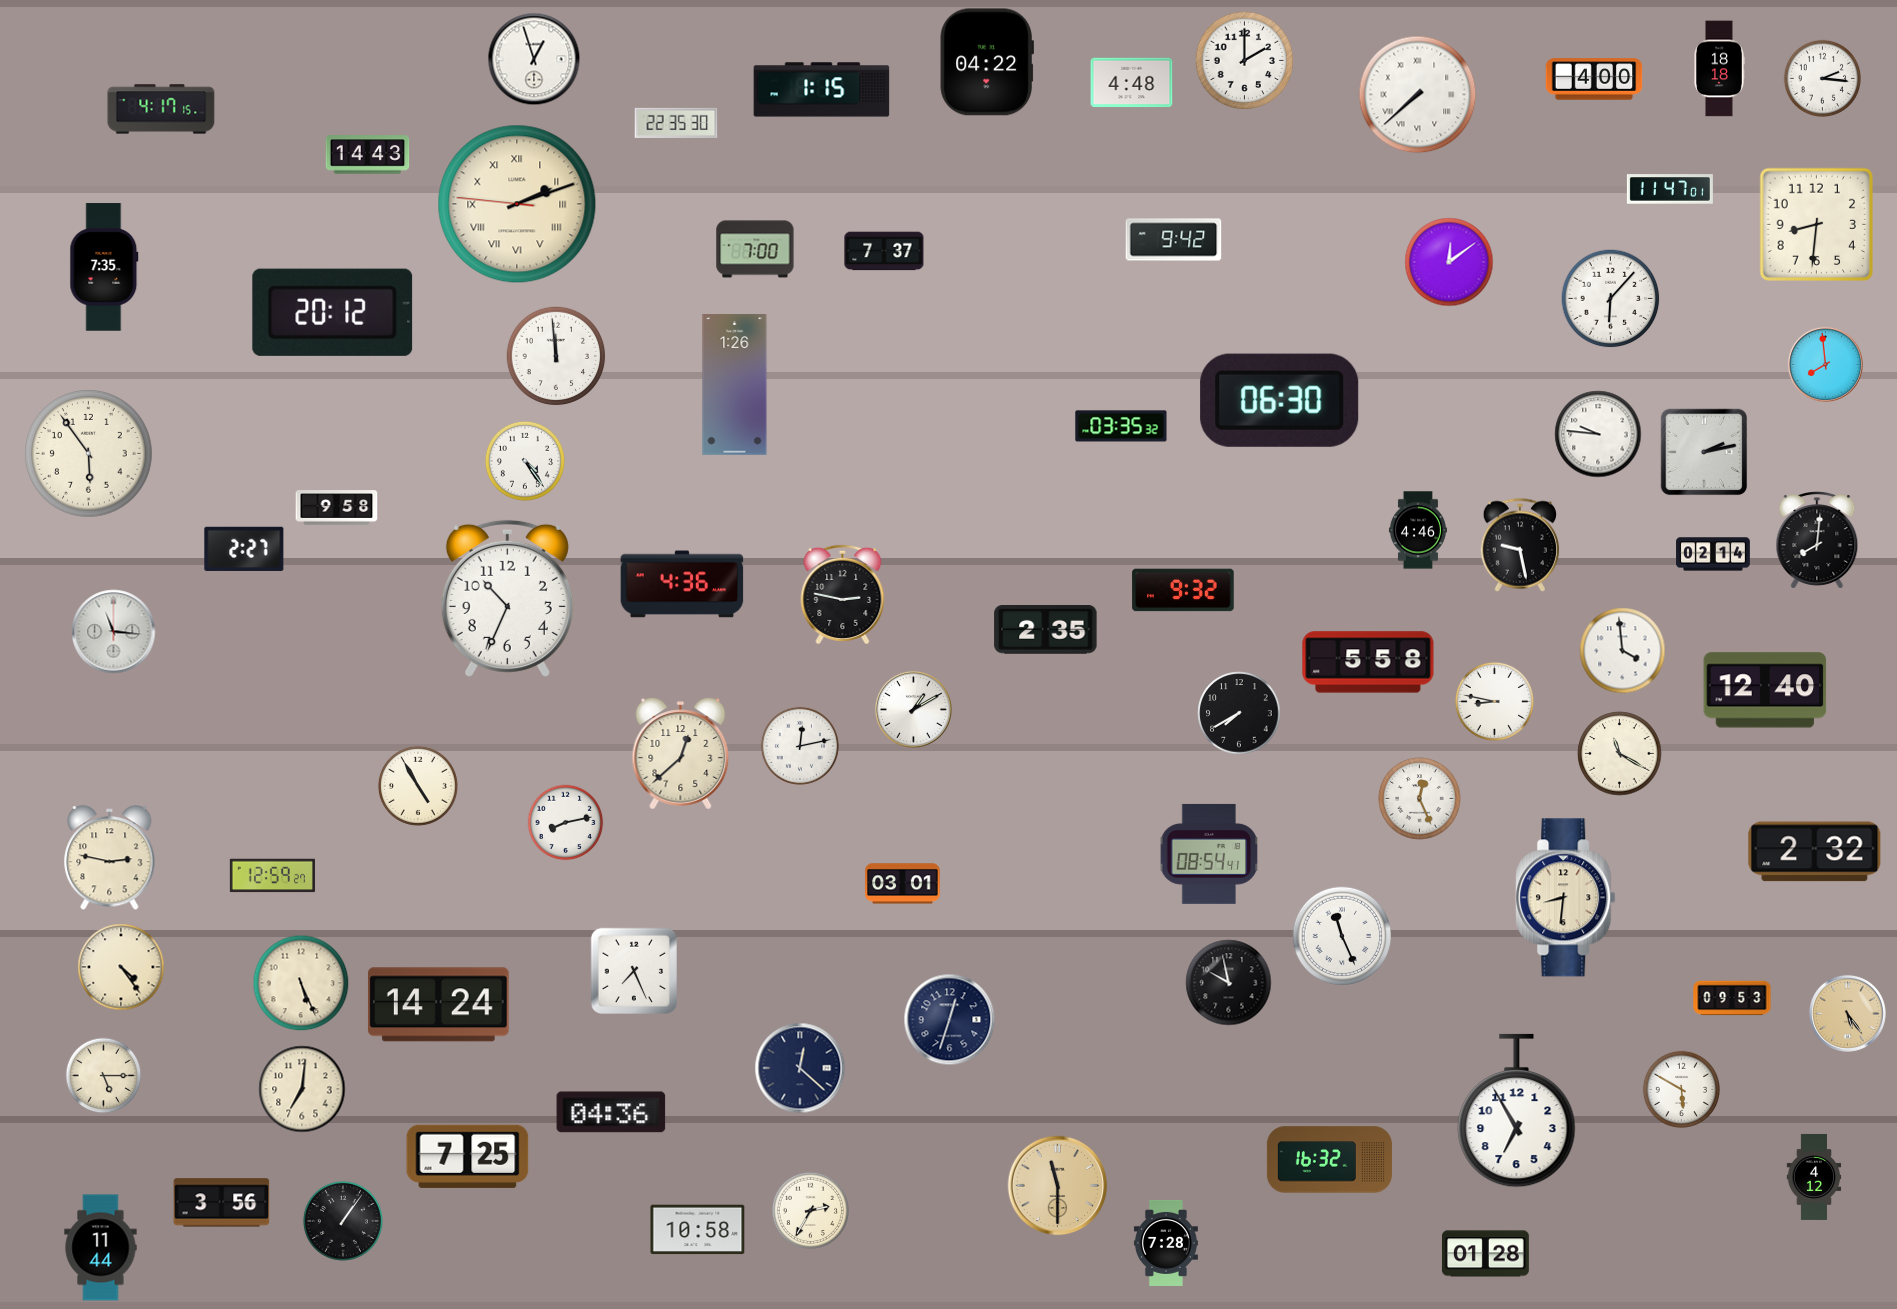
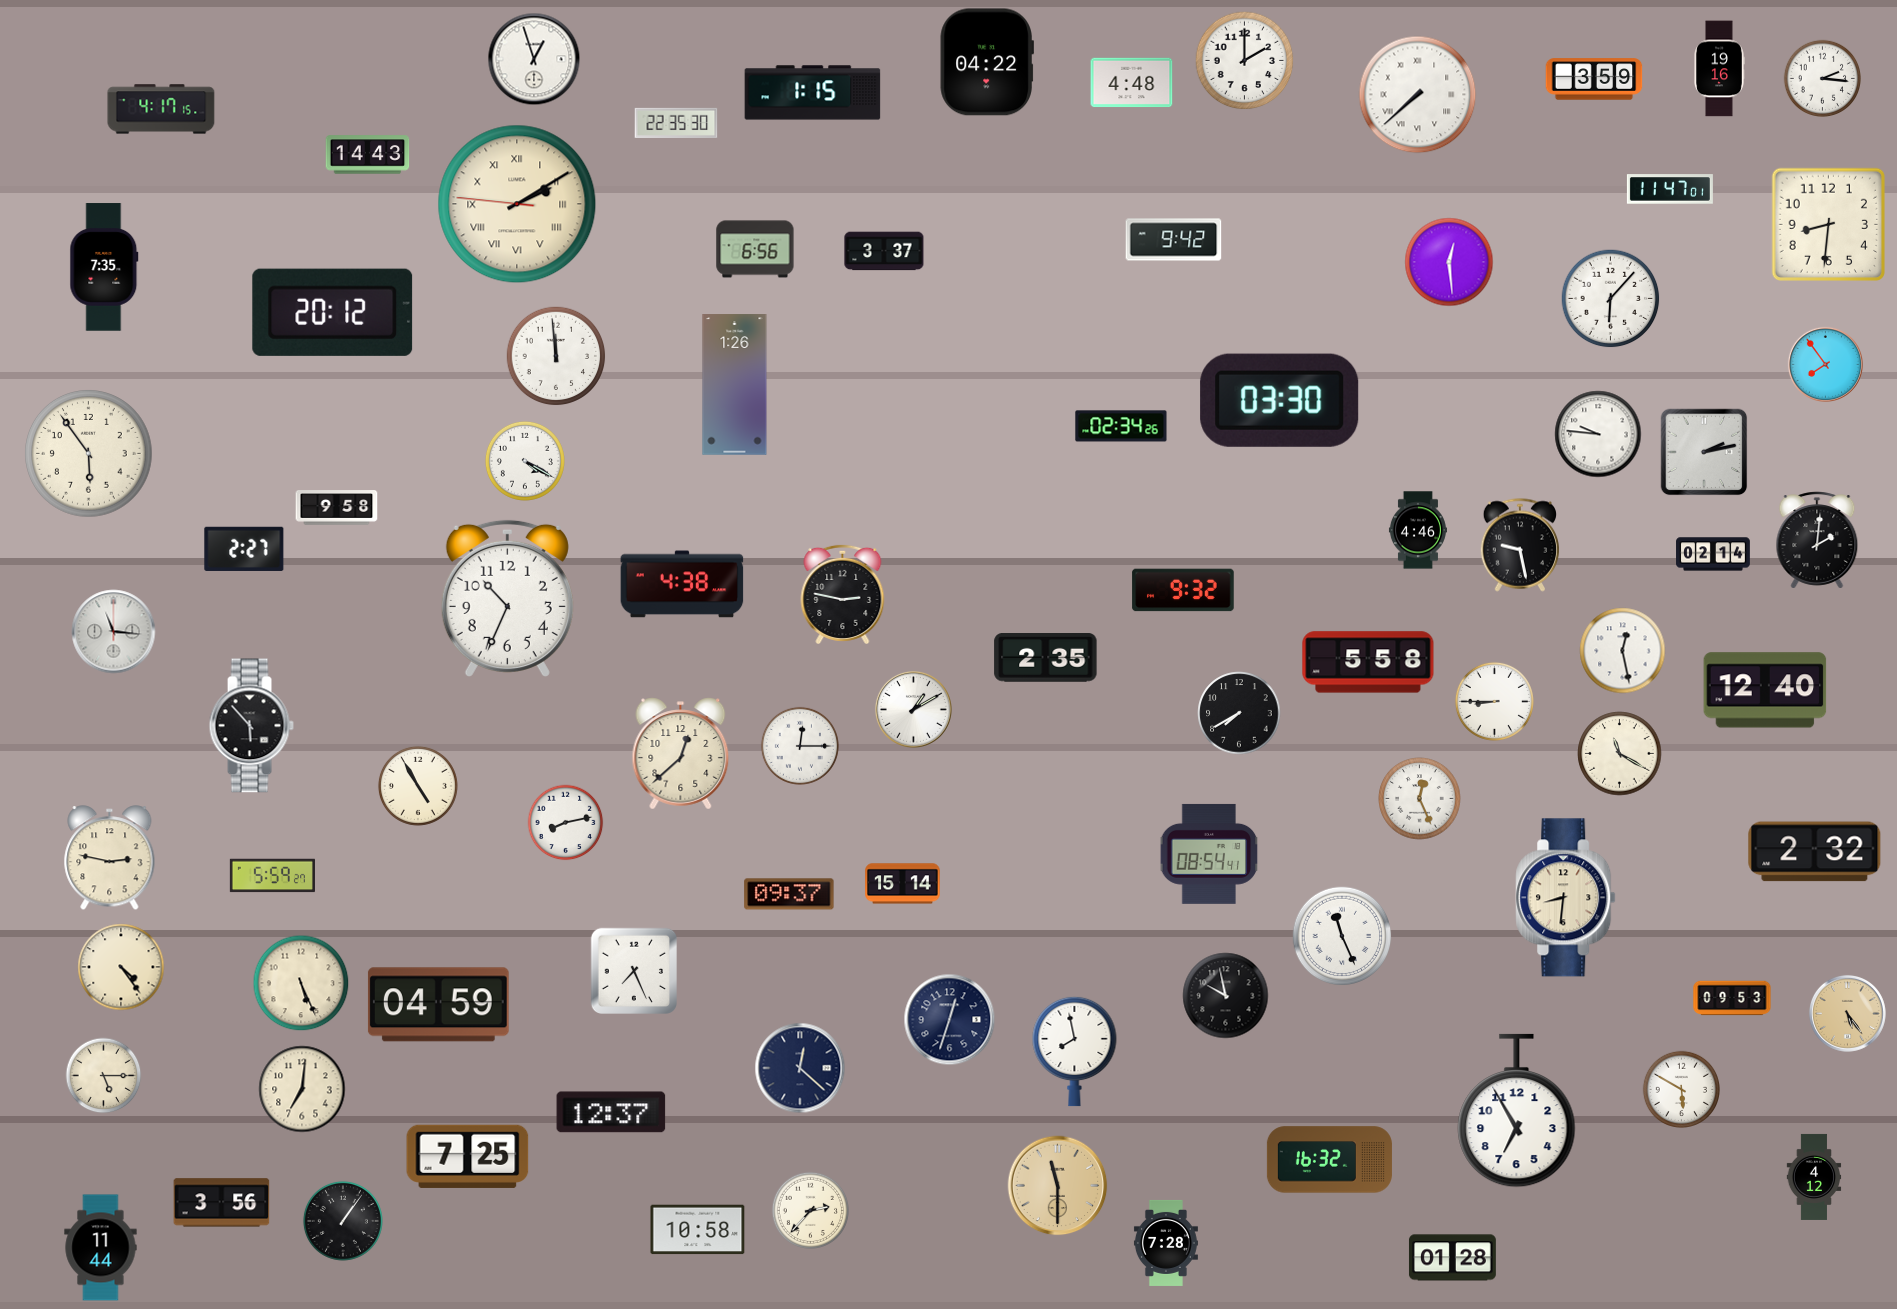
clock at (1719, 69): 18:18 -> 19:16
clock at (1594, 79): 4:00 -> 3:59
clock at (822, 90) position: (822, 90) -> (813, 93)
clock at (517, 204): 2:11 -> 2:09
clock at (1816, 224) position: (1816, 224) -> (1828, 224)
clock at (755, 249): 7:00 -> 6:56
clock at (884, 251): 7:37 -> 3:37
clock at (1449, 262): 12:09 -> 12:29
clock at (1825, 364): 7:59 -> 7:54
clock at (1280, 400): 06:30 -> 03:30
clock at (1121, 426): 03:35 -> 02:34
clock at (525, 461): 4:24 -> 4:20
clock at (1817, 540): 8:01 -> 2:01
clock at (682, 584): 4:36 -> 4:38
clock at (1046, 630) position: (1046, 630) -> (1046, 658)
clock at (1623, 651): 3:59 -> 12:28
clock at (1494, 701): 8:47 -> 8:45
clock at (251, 726): none -> 5:53
clock at (800, 746): 12:13 -> 12:15
clock at (272, 876): 12:59 -> 5:59
clock at (903, 884): 03:01 -> 15:14
clock at (789, 894): none -> 09:37
clock at (1229, 983) position: (1229, 983) -> (1226, 996)
clock at (438, 1005): 14:24 -> 04:59
clock at (1075, 1051): none -> 7:58
clock at (611, 1112): 04:36 -> 12:37
clock at (811, 1211): 2:35 -> 2:37
clock at (1485, 1254) position: (1485, 1254) -> (1452, 1258)
